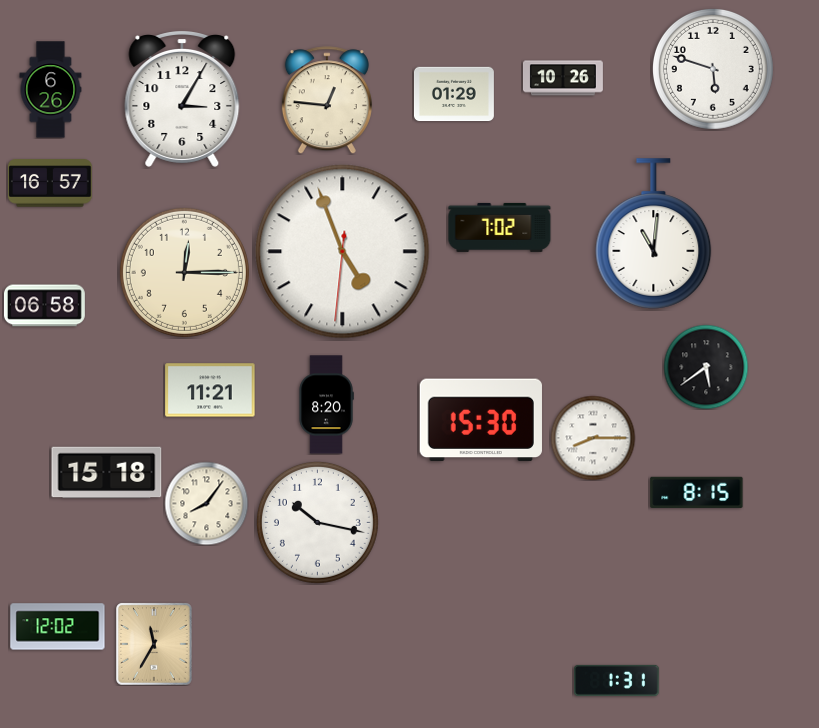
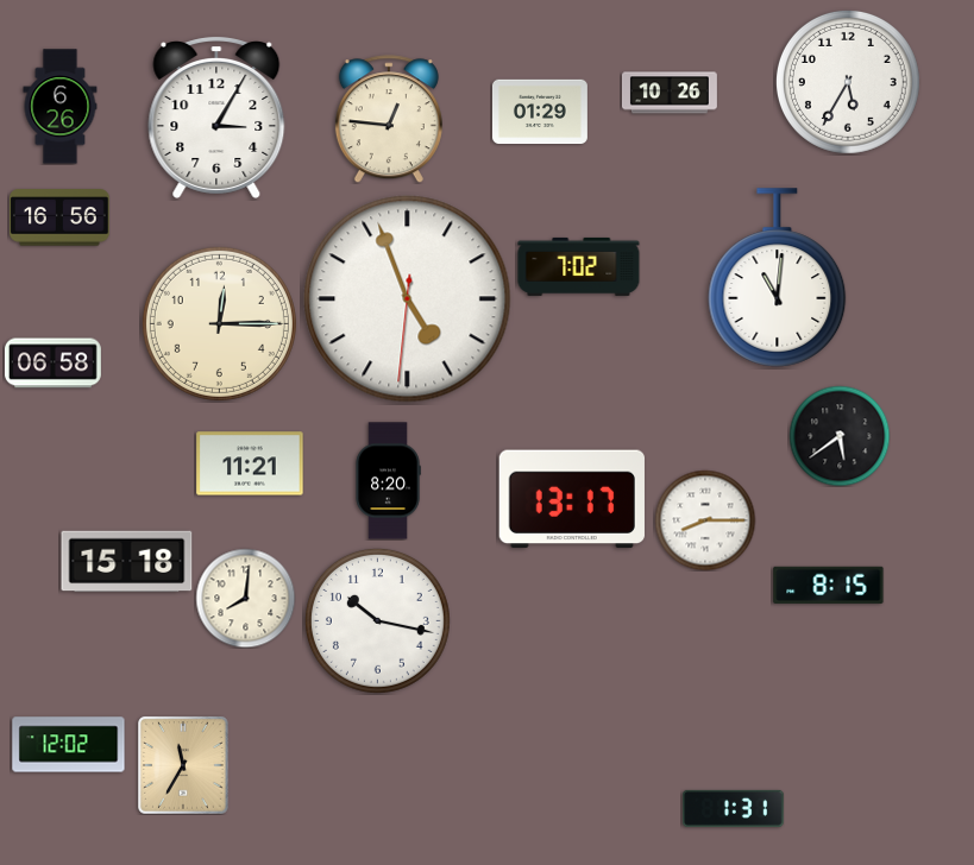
clock at (713, 69): 5:48 -> 5:35
clock at (51, 183): 16:57 -> 16:56
clock at (500, 227) position: (500, 227) -> (579, 266)
clock at (481, 420): 15:30 -> 13:17
clock at (206, 503): 8:06 -> 8:01
